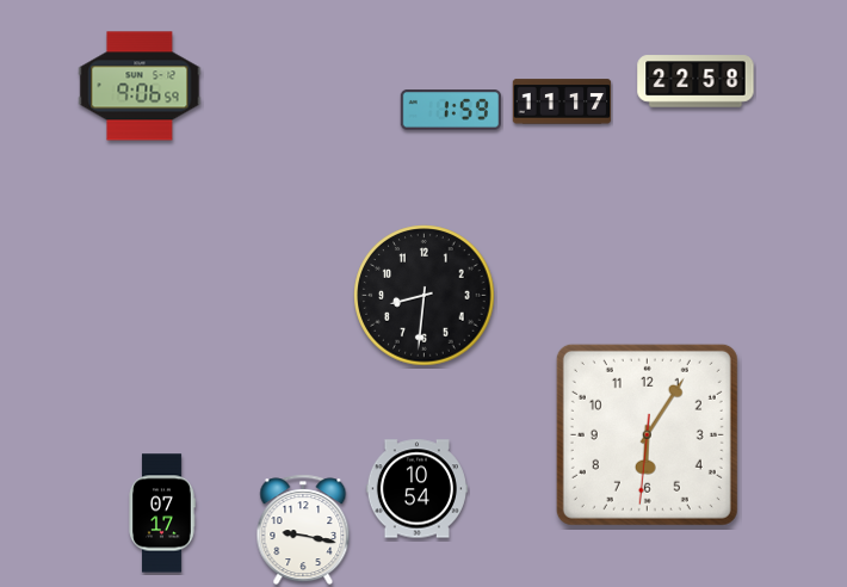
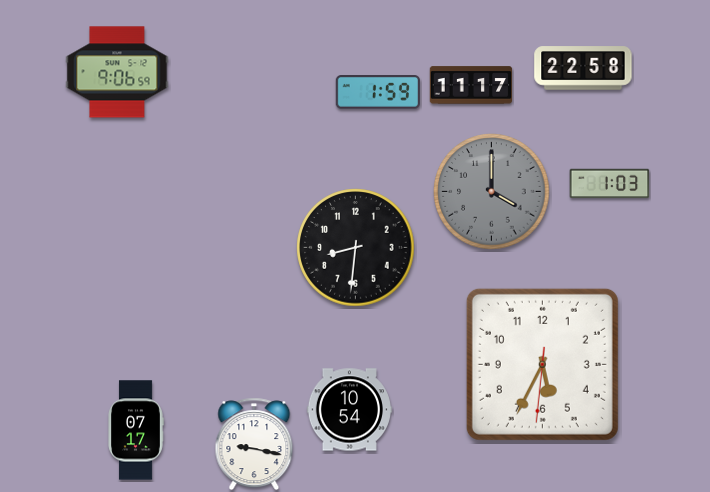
clock at (610, 184): none -> 1:03
clock at (492, 192): none -> 4:00
clock at (647, 434): 6:05 -> 5:34
